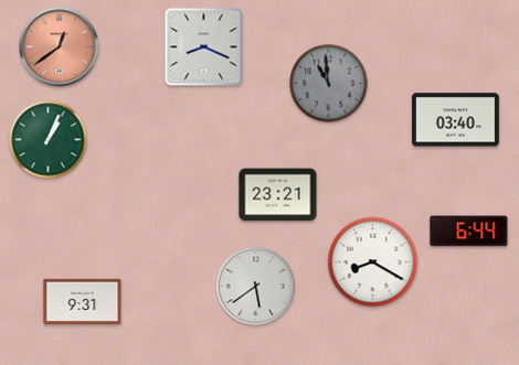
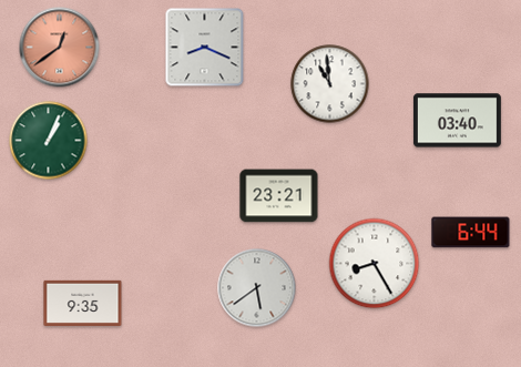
clock at (329, 84) dial: grey -> white
clock at (373, 262): 8:20 -> 8:25
clock at (83, 301): 9:31 -> 9:35
